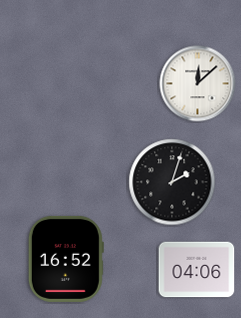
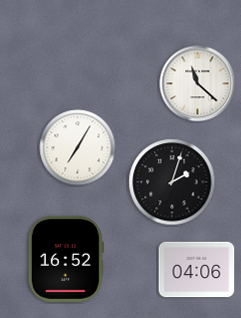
clock at (198, 84): 12:08 -> 11:22
clock at (78, 148): none -> 7:05
